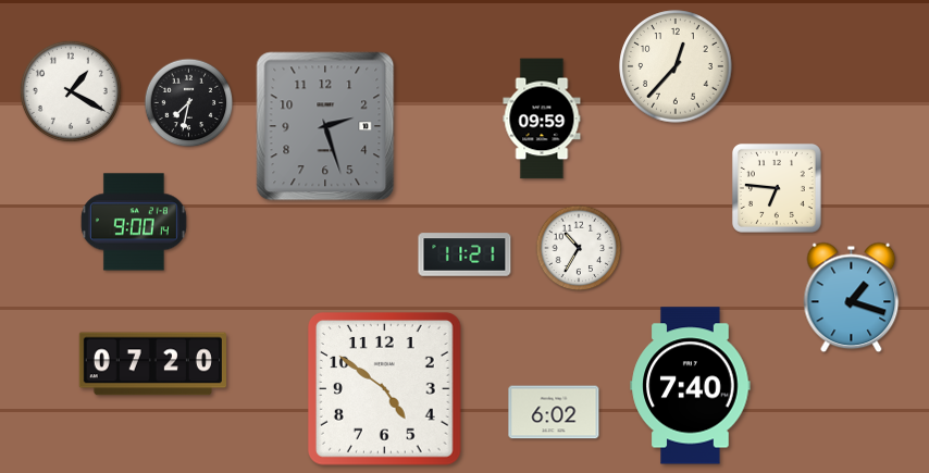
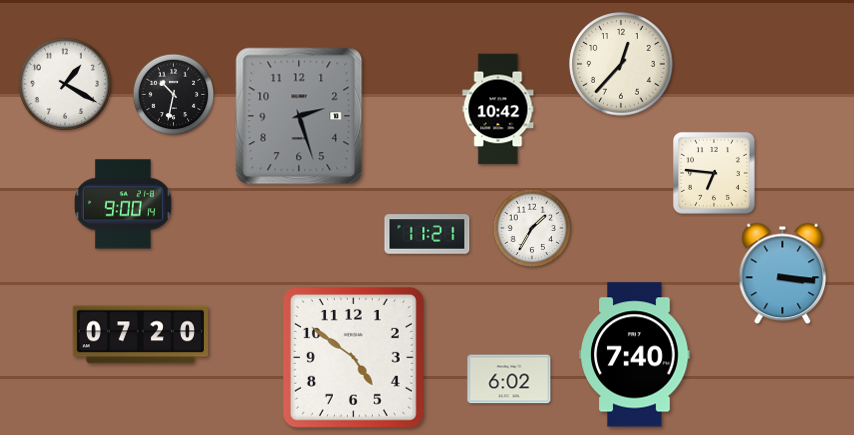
clock at (676, 66) position: (676, 66) -> (621, 64)
clock at (189, 103): 7:32 -> 10:32
clock at (542, 119): 09:59 -> 10:42
clock at (579, 248): 10:35 -> 1:35
clock at (852, 298): 1:18 -> 3:16
